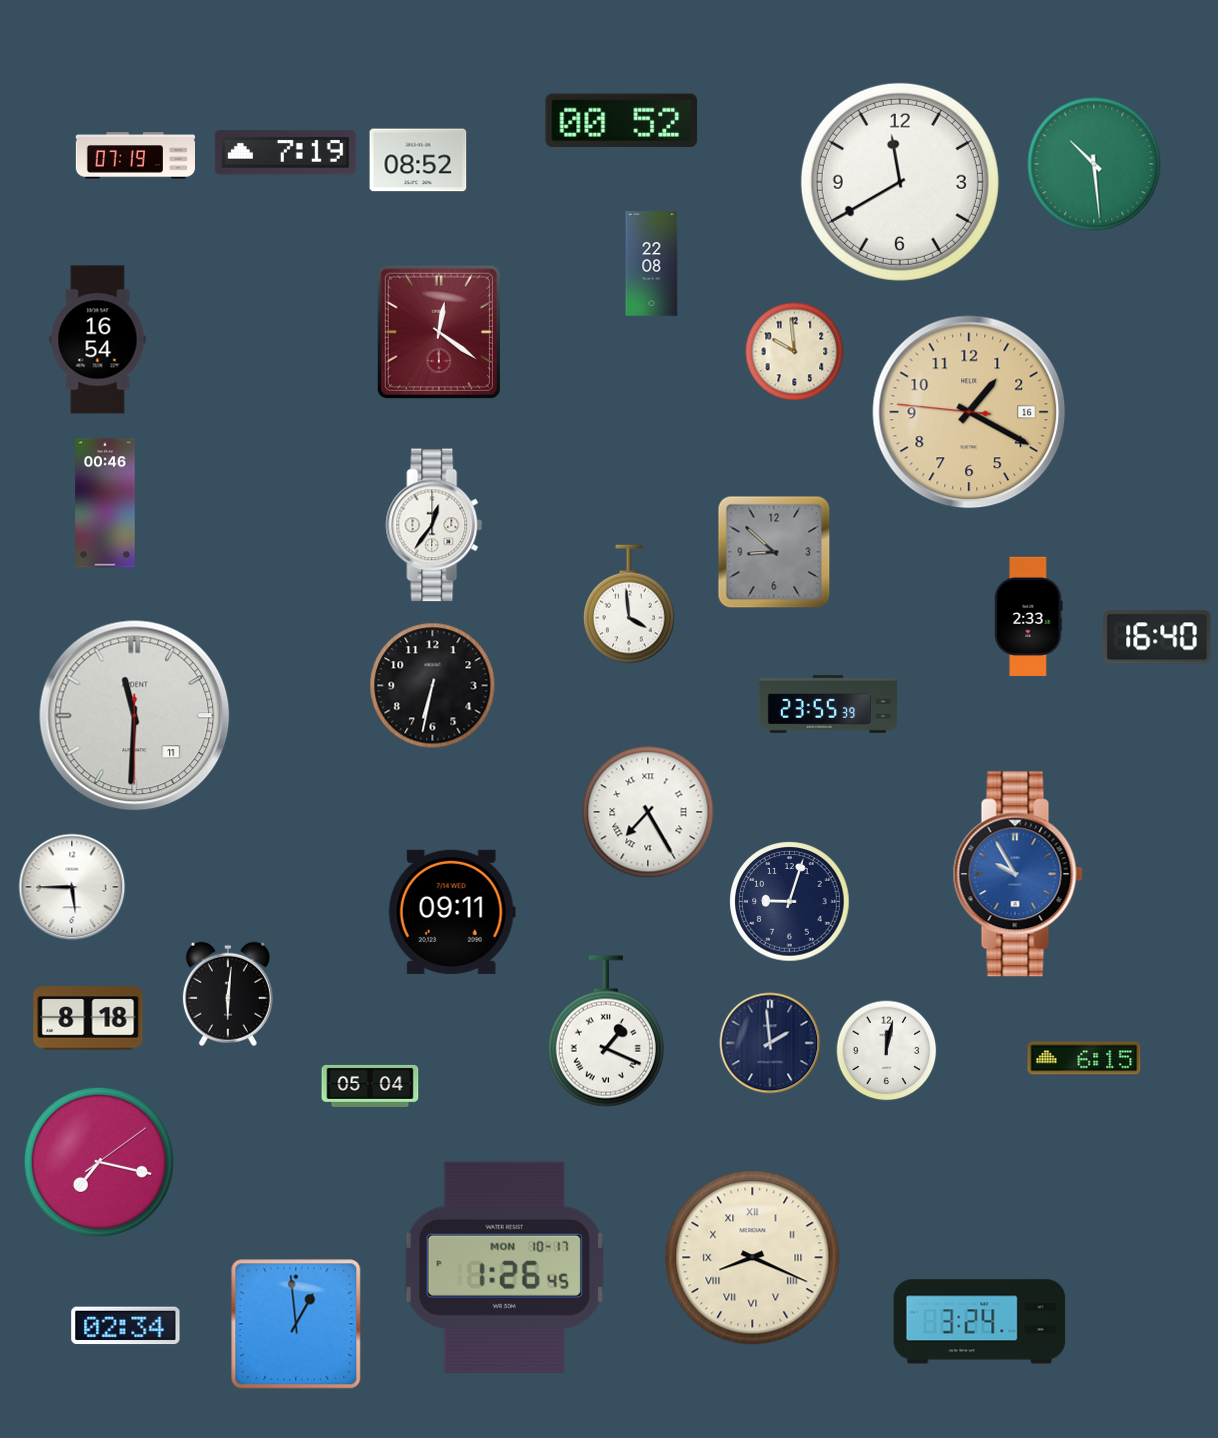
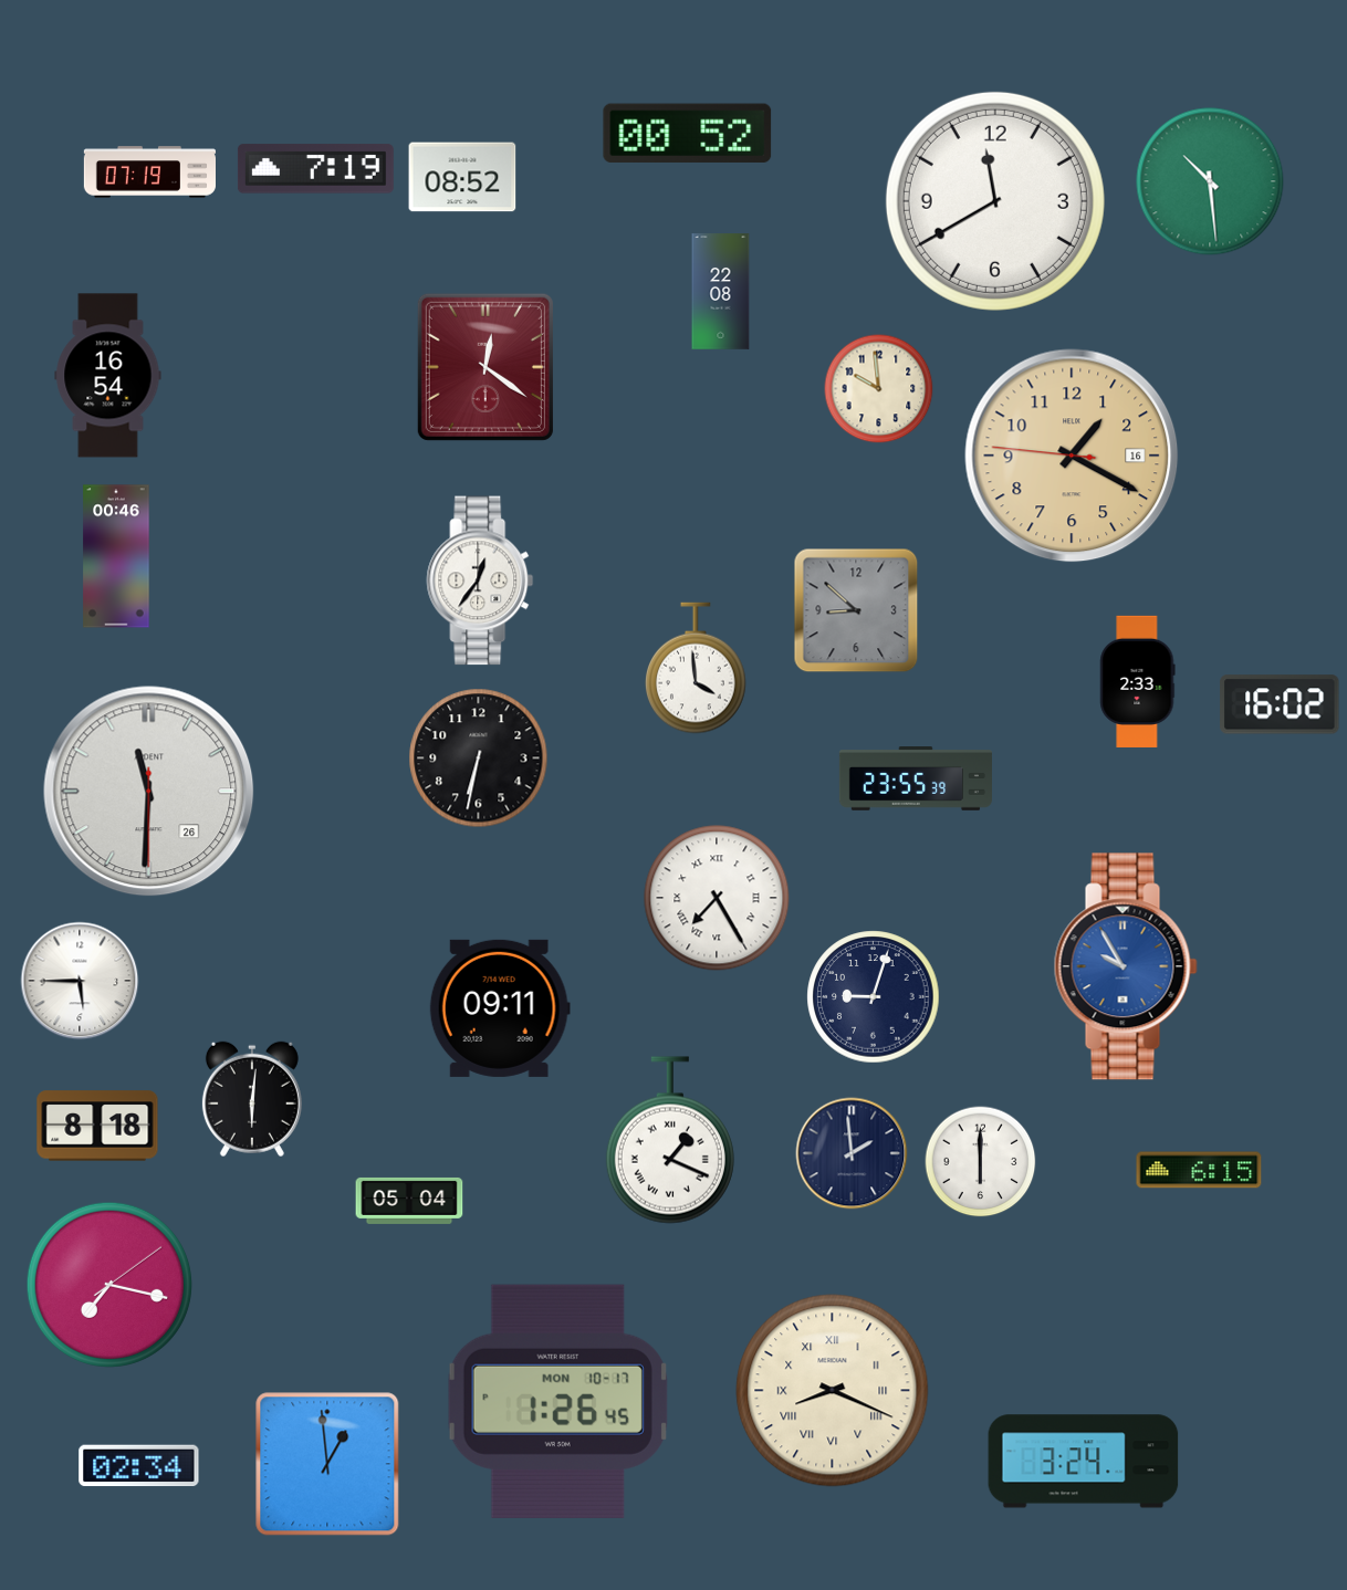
clock at (1157, 637): 16:40 -> 16:02
clock at (135, 716) date: 11 -> 26
clock at (887, 1051): 12:02 -> 6:00
